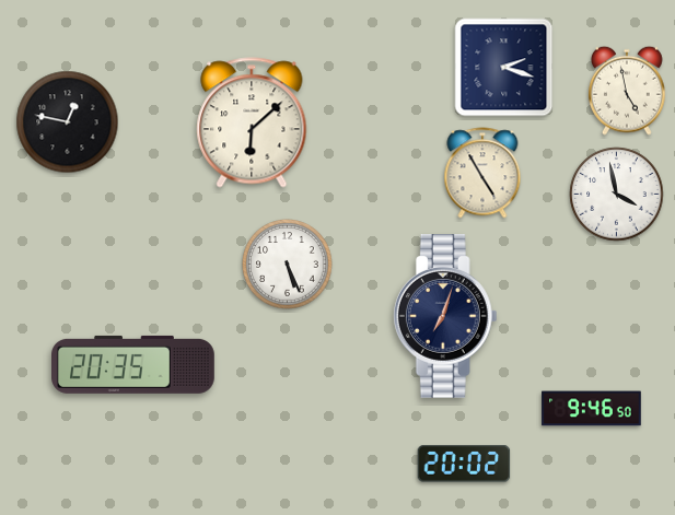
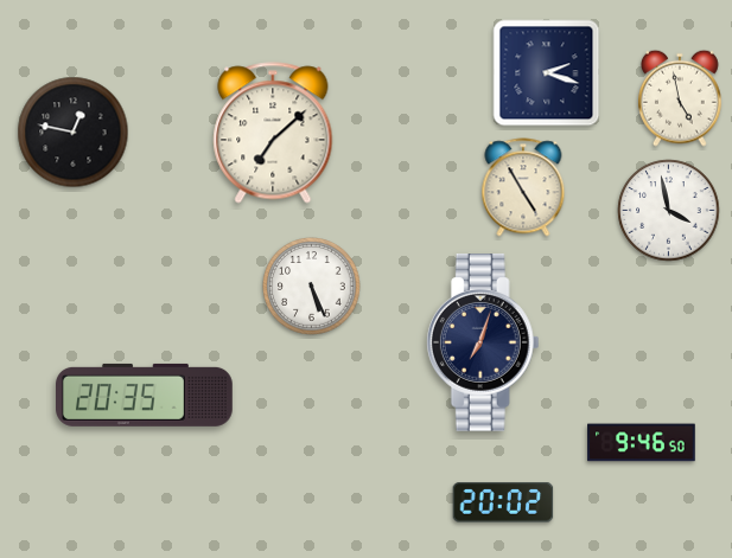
clock at (252, 122): 6:08 -> 7:08
